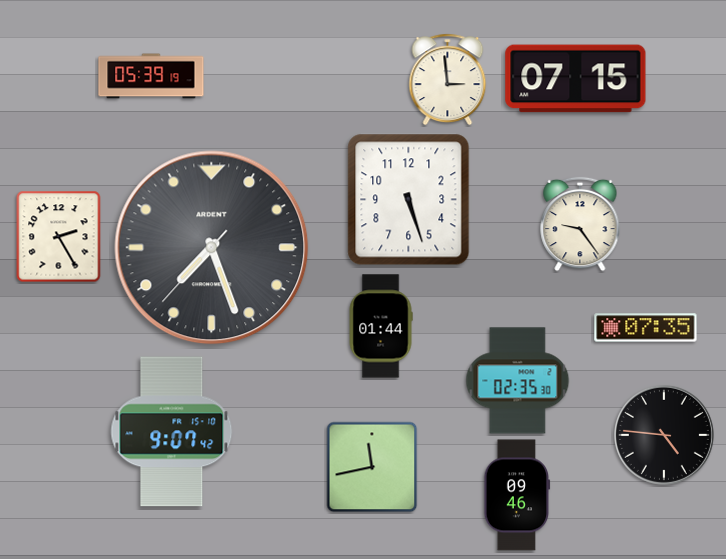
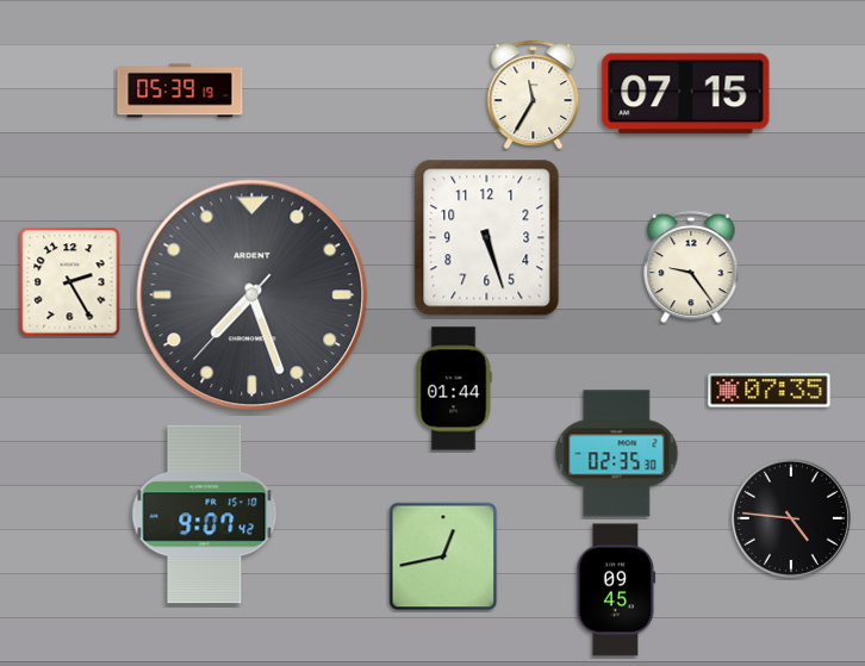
clock at (448, 80): 2:59 -> 11:35
clock at (372, 467): 11:43 -> 12:43
clock at (517, 495): 09:46 -> 09:45
